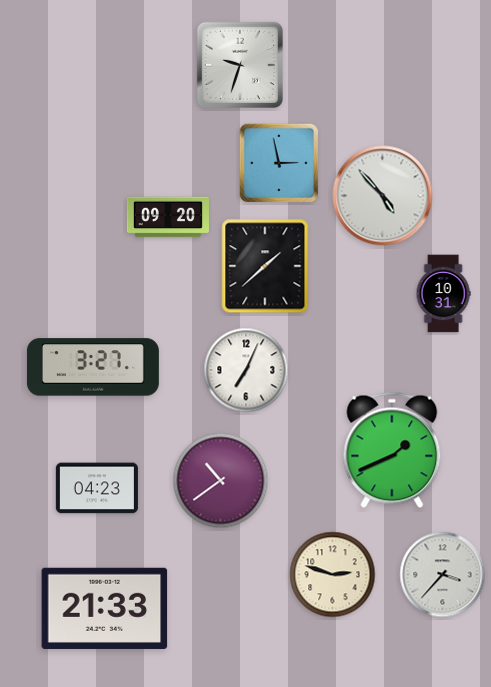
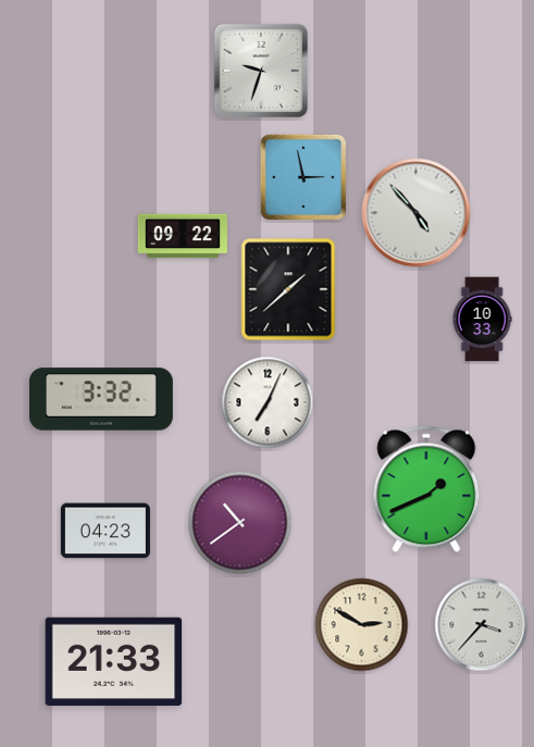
clock at (168, 217): 09:20 -> 09:22
clock at (443, 294): 10:31 -> 10:33
clock at (93, 367): 3:27 -> 3:32
clock at (333, 575): 2:48 -> 2:50
